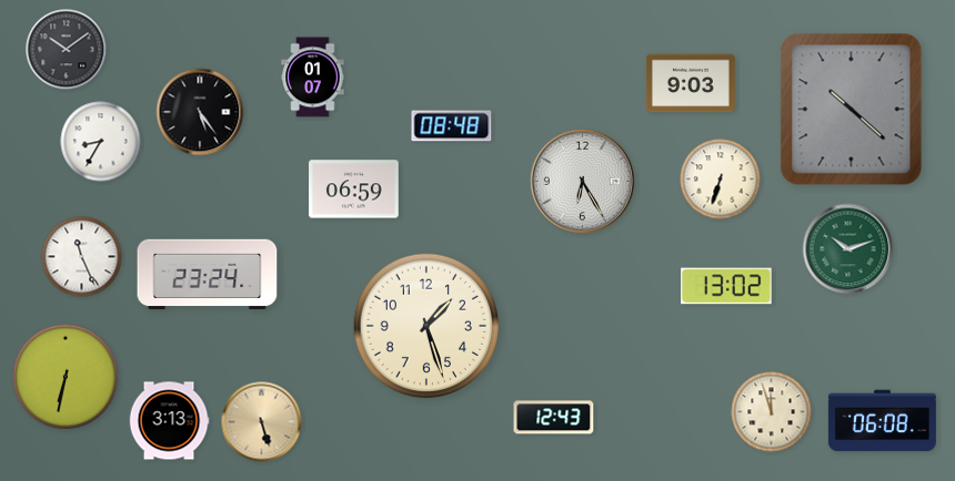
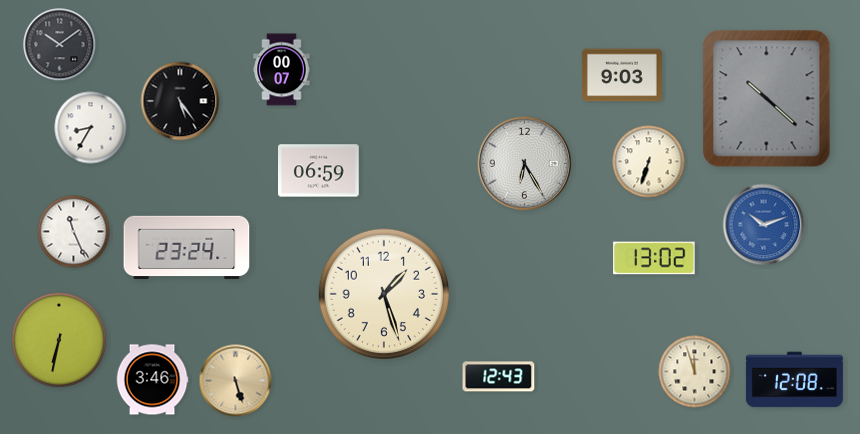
clock at (313, 78): 01:07 -> 00:07
clock at (452, 126): 08:48 -> none
clock at (848, 249) dial: green -> blue
clock at (169, 421): 3:13 -> 3:46
clock at (882, 421): 06:08 -> 12:08
